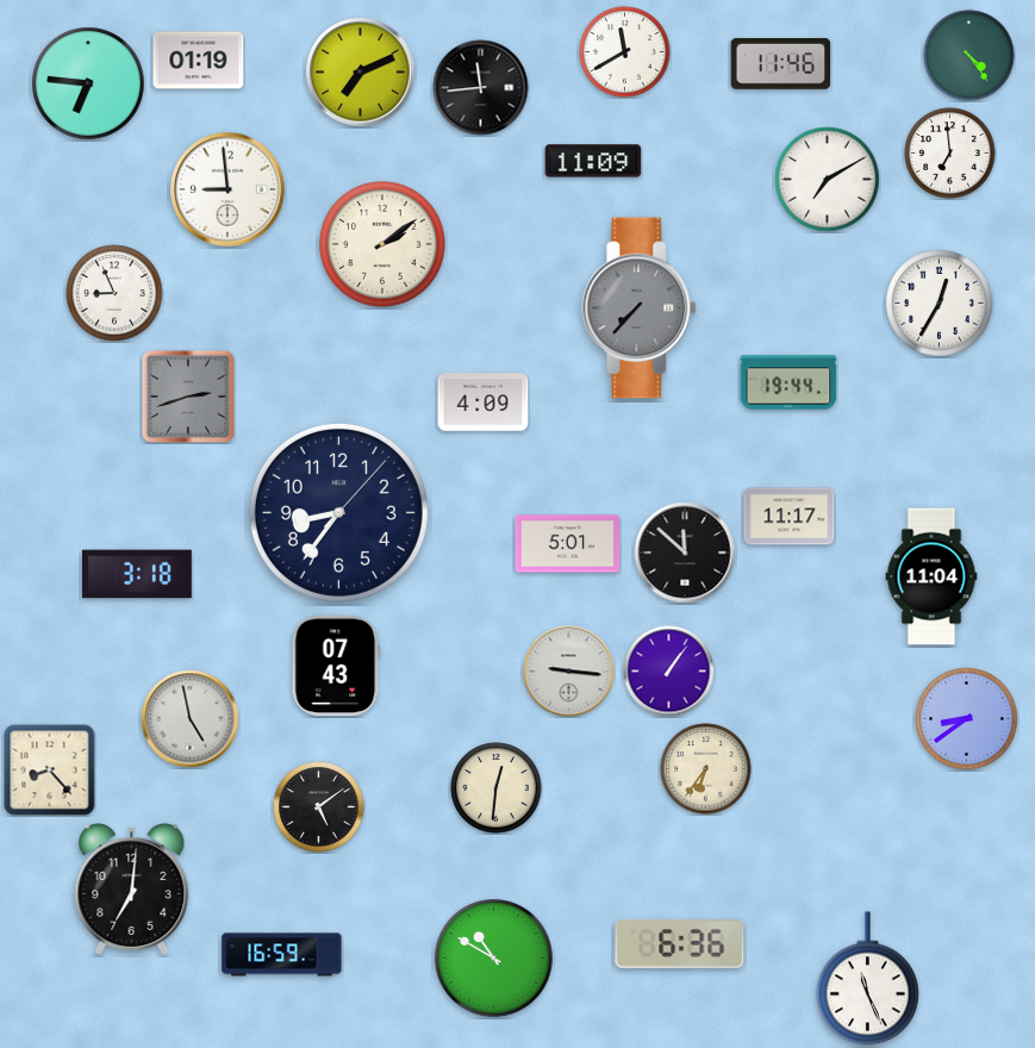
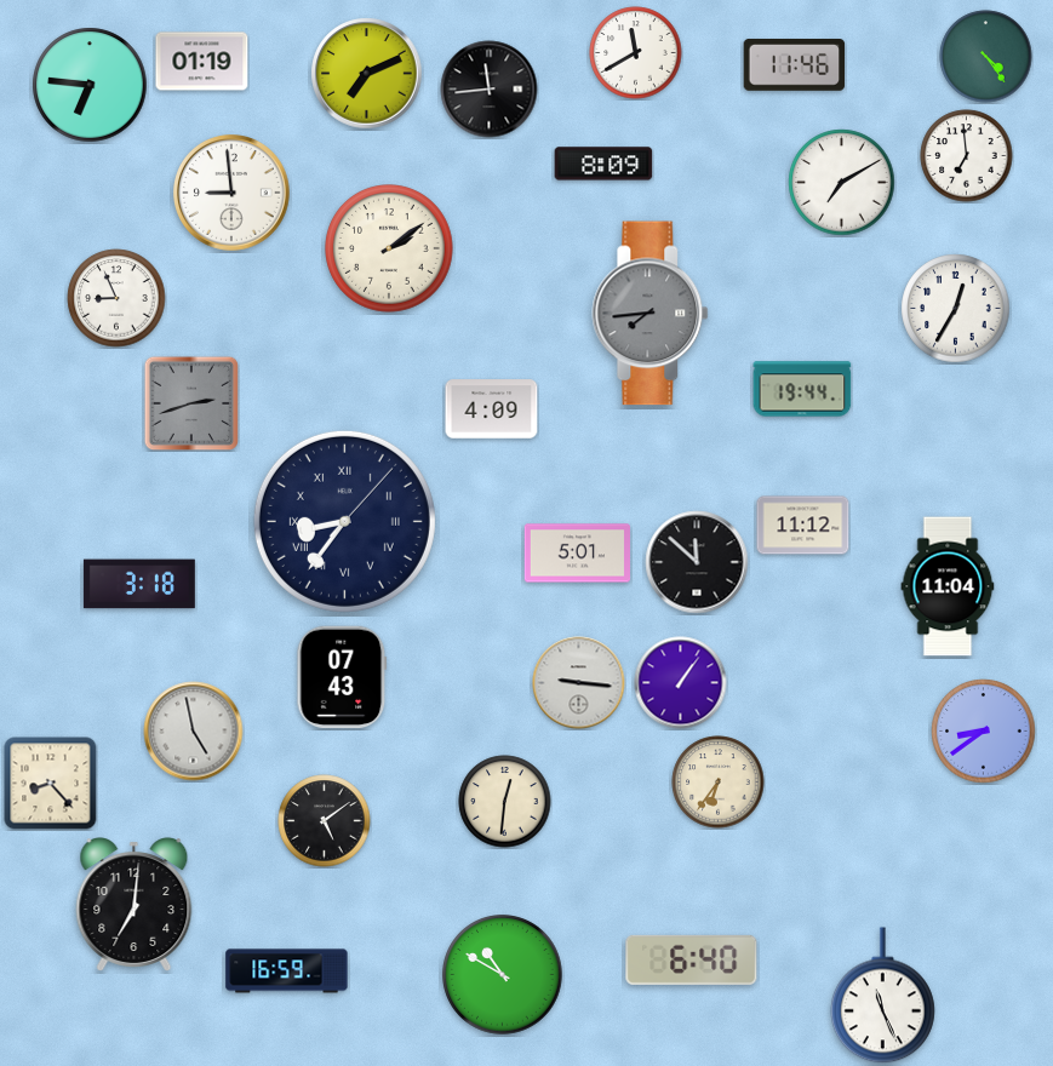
clock at (593, 161): 11:09 -> 8:09
clock at (640, 308): 7:37 -> 7:44
clock at (338, 512) numerals: Arabic -> Roman
clock at (790, 517): 11:17 -> 11:12
clock at (680, 943): 6:36 -> 6:40
